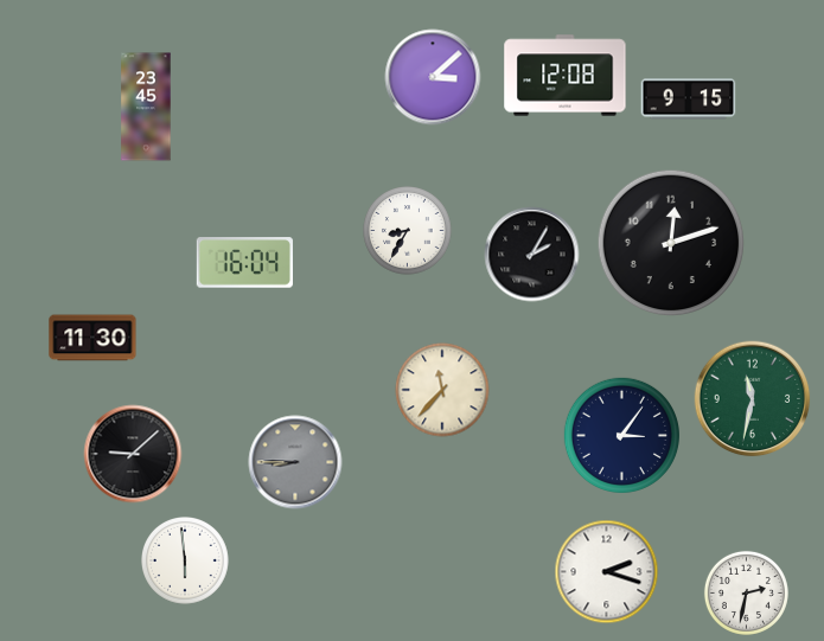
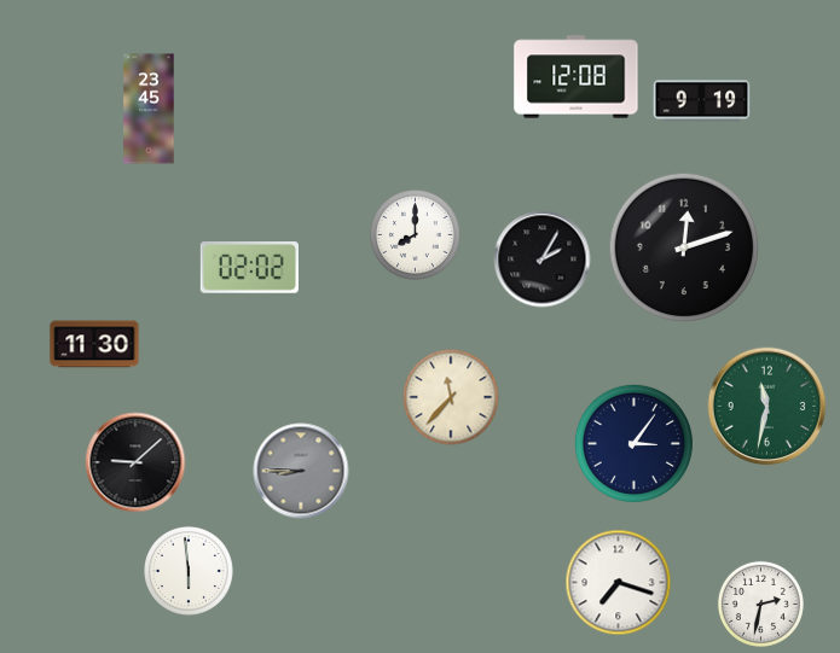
clock at (433, 77): 3:08 -> none
clock at (689, 100): 9:15 -> 9:19
clock at (408, 231): 8:35 -> 8:00
clock at (244, 263): 16:04 -> 02:02
clock at (607, 572): 2:18 -> 7:18
